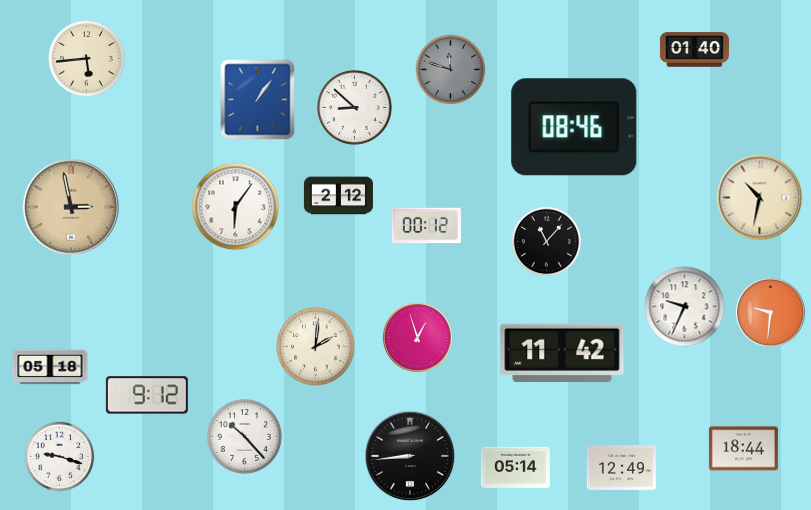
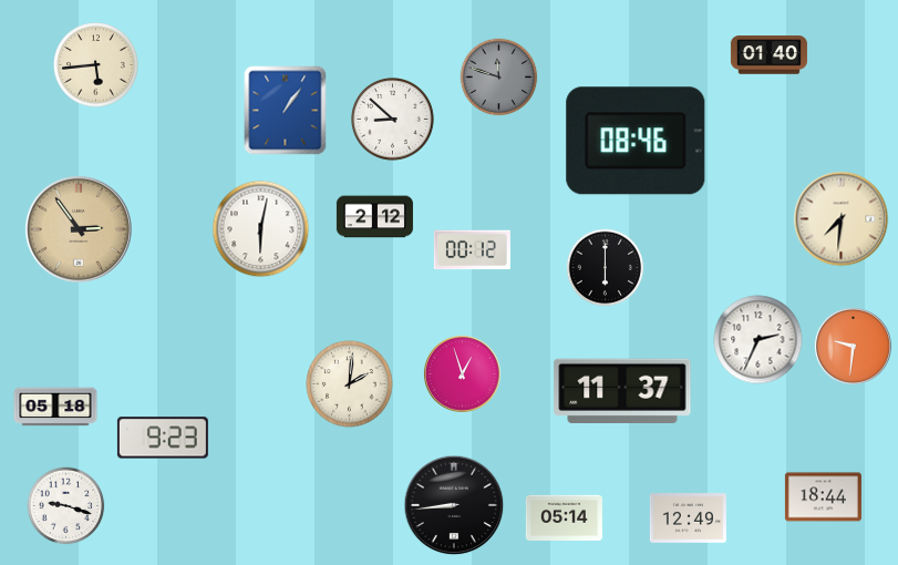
clock at (760, 198): 10:32 -> 7:31
clock at (71, 207): 2:58 -> 2:54
clock at (236, 207): 6:06 -> 6:02
clock at (547, 242): 11:07 -> 6:00
clock at (685, 307): 9:34 -> 2:34
clock at (562, 352): 11:42 -> 11:37
clock at (147, 395): 9:12 -> 9:23
clock at (245, 437): 10:23 -> none
clock at (515, 467) position: (515, 467) -> (564, 517)
